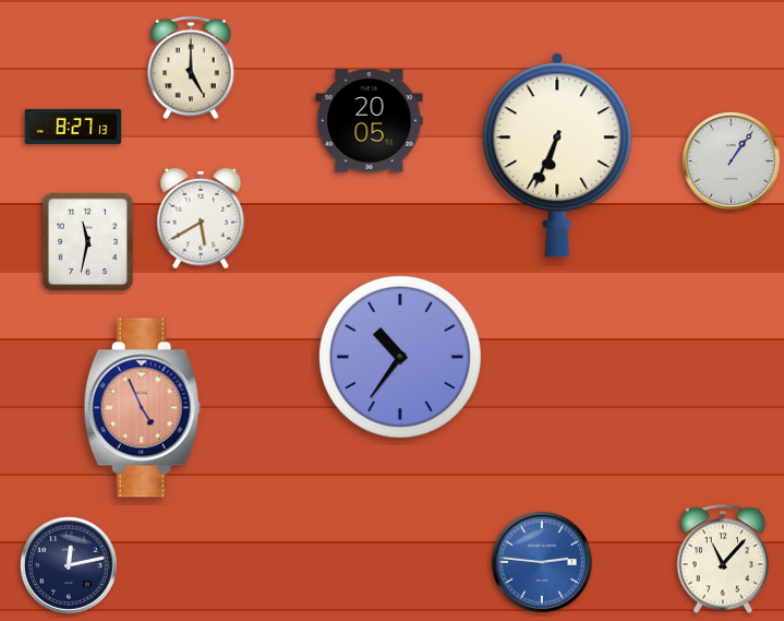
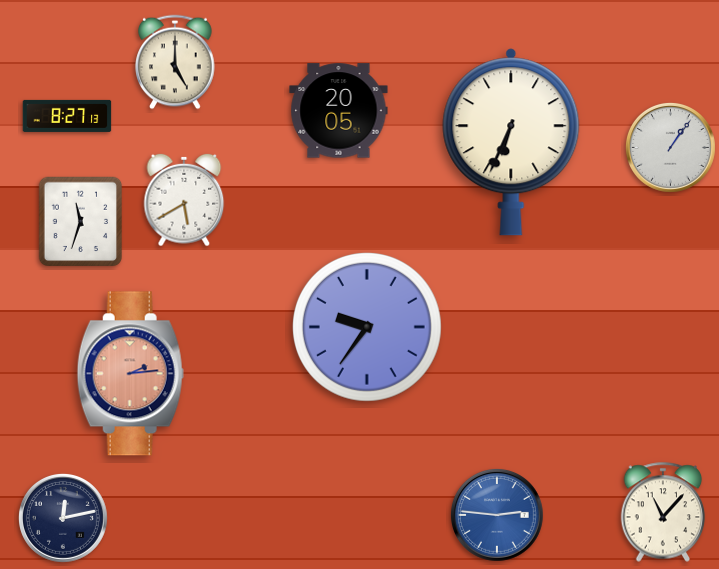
clock at (88, 242): 11:32 -> 11:33
clock at (400, 357): 10:36 -> 9:36
clock at (142, 408): 4:56 -> 2:14
